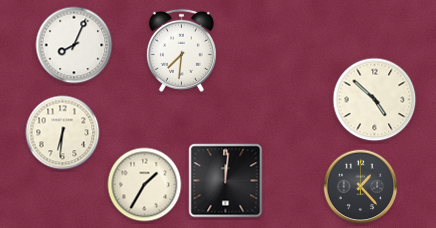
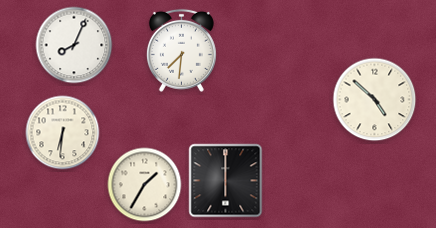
clock at (226, 181): 12:01 -> 6:00
clock at (361, 187): 1:23 -> none
